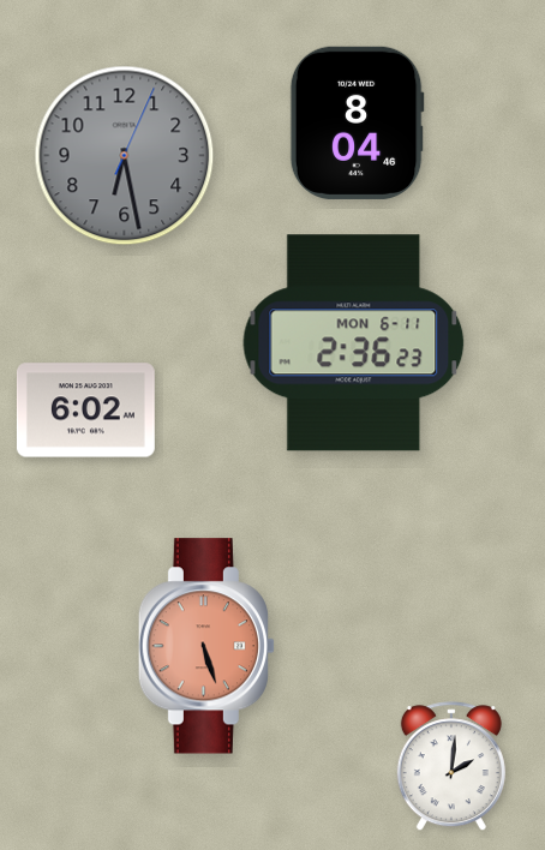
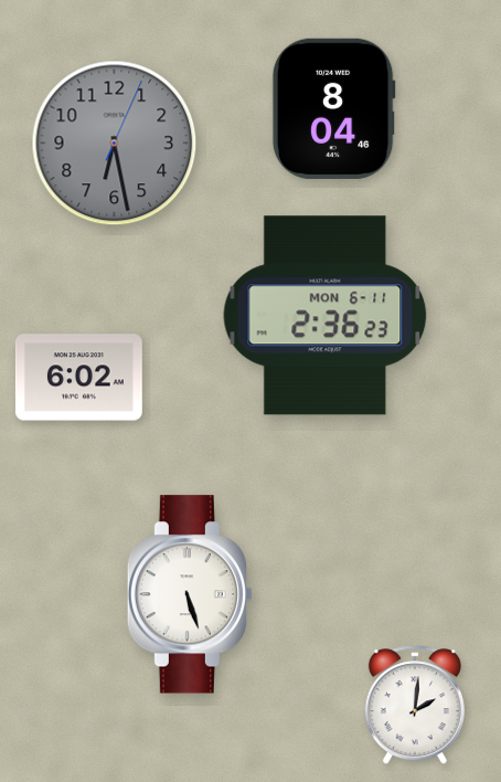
clock at (357, 122) position: (357, 122) -> (333, 108)
clock at (206, 646) dial: salmon -> white
